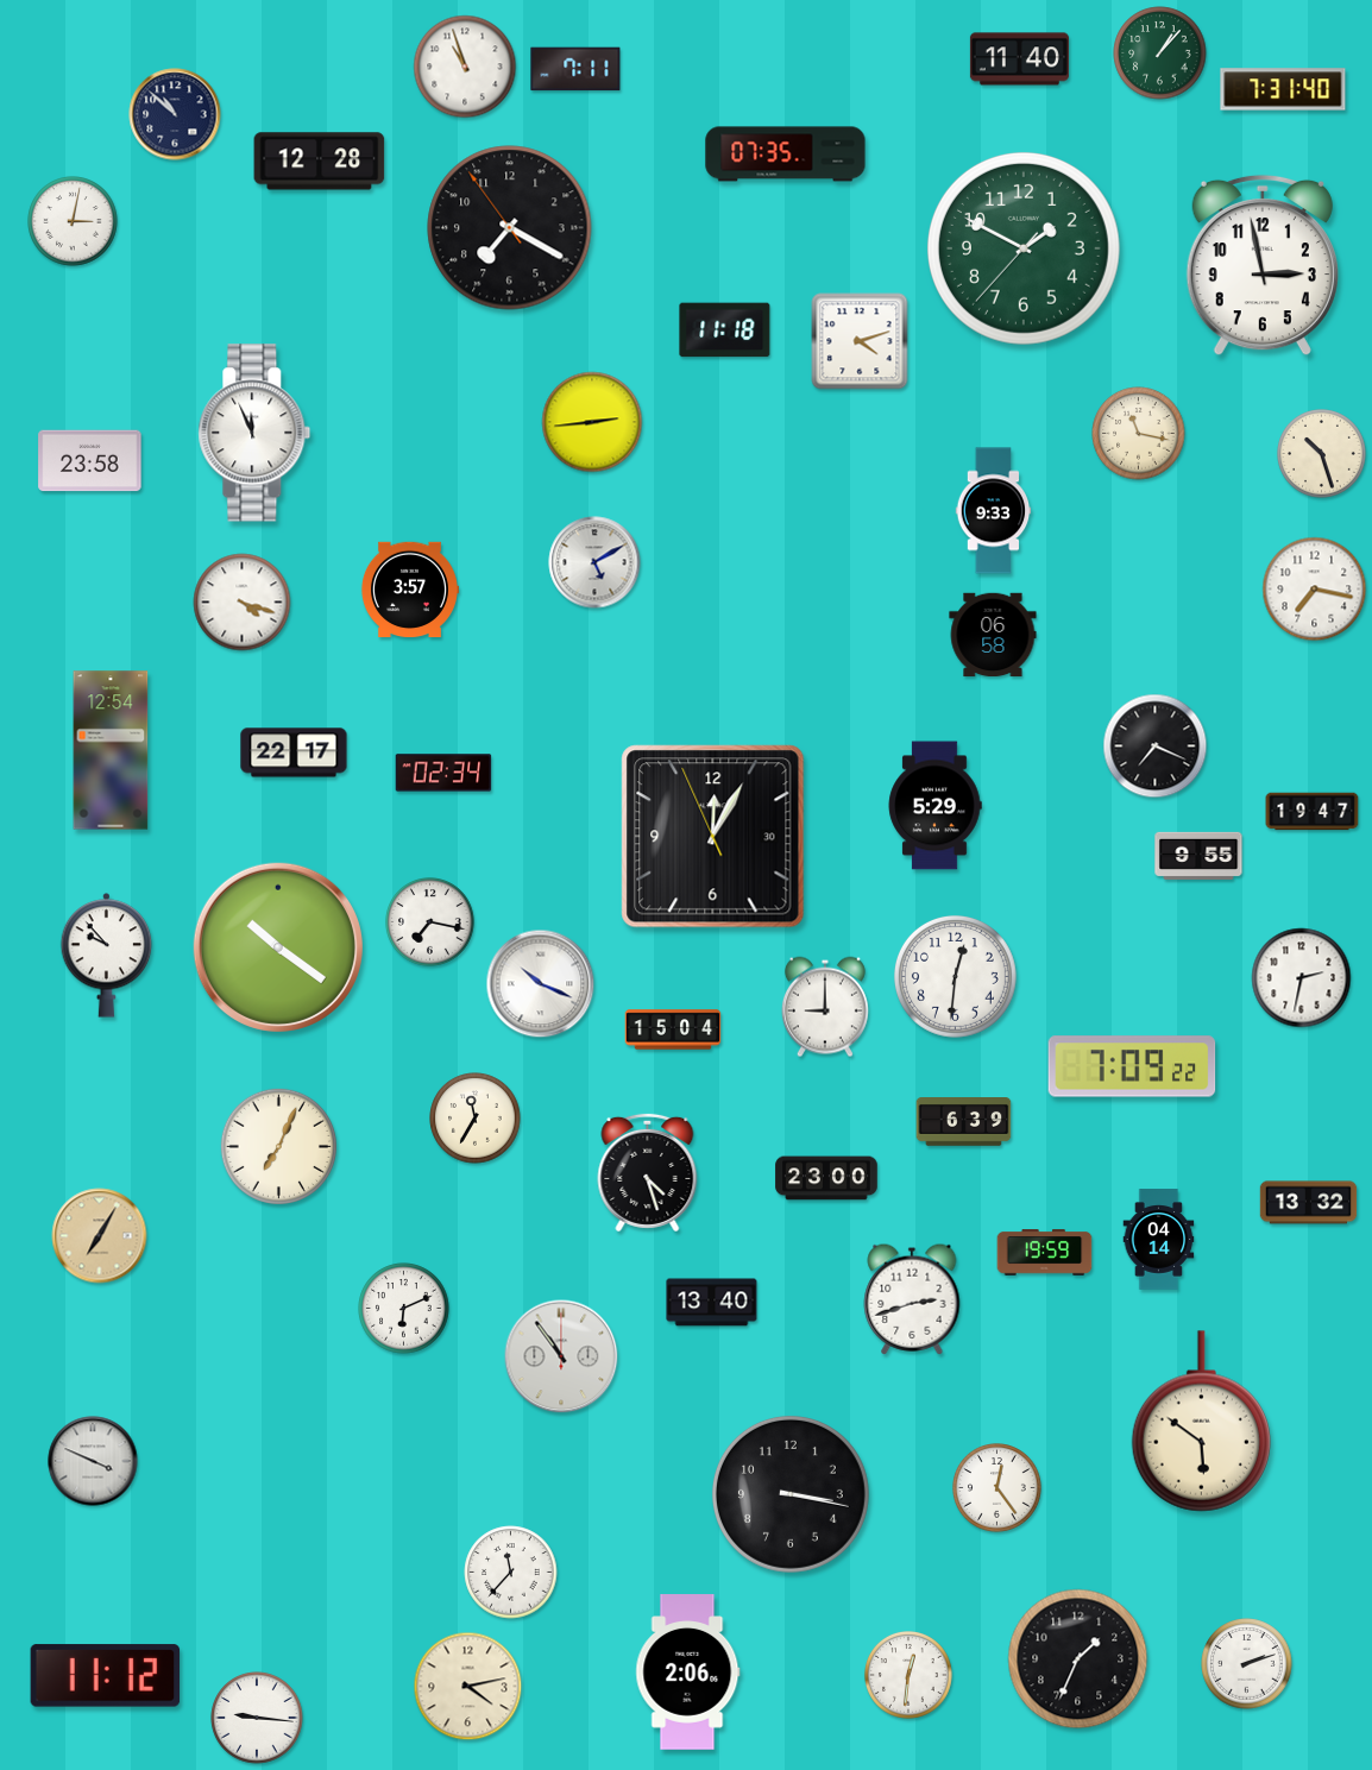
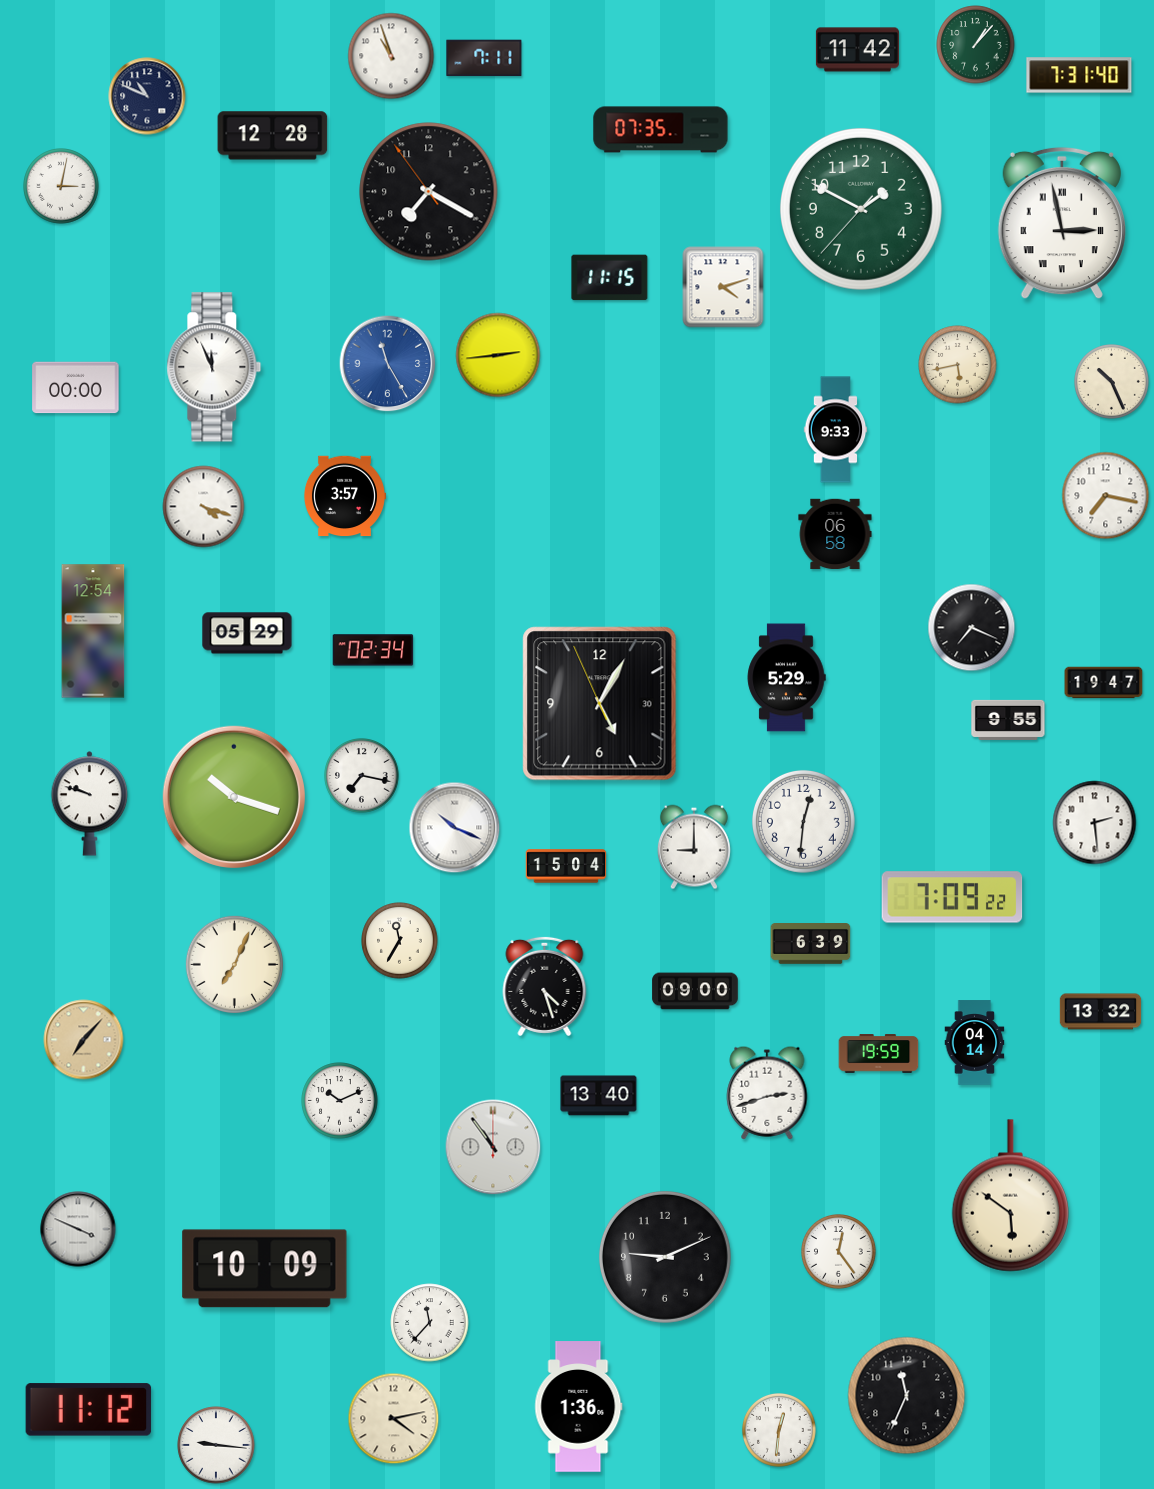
clock at (1019, 59): 11:40 -> 11:42
clock at (175, 114): 10:52 -> 10:49
clock at (320, 162) position: (320, 162) -> (273, 136)
clock at (1263, 265) numerals: Arabic -> Roman
clock at (725, 330): 11:18 -> 11:15
clock at (254, 433) position: (254, 433) -> (214, 367)
clock at (388, 364): none -> 11:25
clock at (1139, 434): 11:17 -> 5:43
clock at (1322, 454): 10:27 -> 10:26
clock at (90, 461): 23:58 -> 00:00
clock at (594, 562): 5:10 -> none
clock at (294, 752): 22:17 -> 05:29
clock at (713, 837): 12:04 -> 5:04
clock at (278, 947): 10:21 -> 10:18
clock at (107, 956): 9:53 -> 9:48
clock at (1302, 978): 2:32 -> 2:29
clock at (826, 1178): 23:00 -> 09:00
clock at (100, 1236): 7:05 -> 7:07
clock at (404, 1309): 6:11 -> 10:11
clock at (561, 1356) position: (561, 1356) -> (493, 1147)
clock at (791, 1494): 3:17 -> 9:11
clock at (265, 1269): none -> 10:09
clock at (1078, 1659): 1:34 -> 11:34
clock at (1247, 1664): 2:12 -> none
clock at (688, 1673): 2:06 -> 1:36
clock at (908, 1676) position: (908, 1676) -> (779, 1431)
